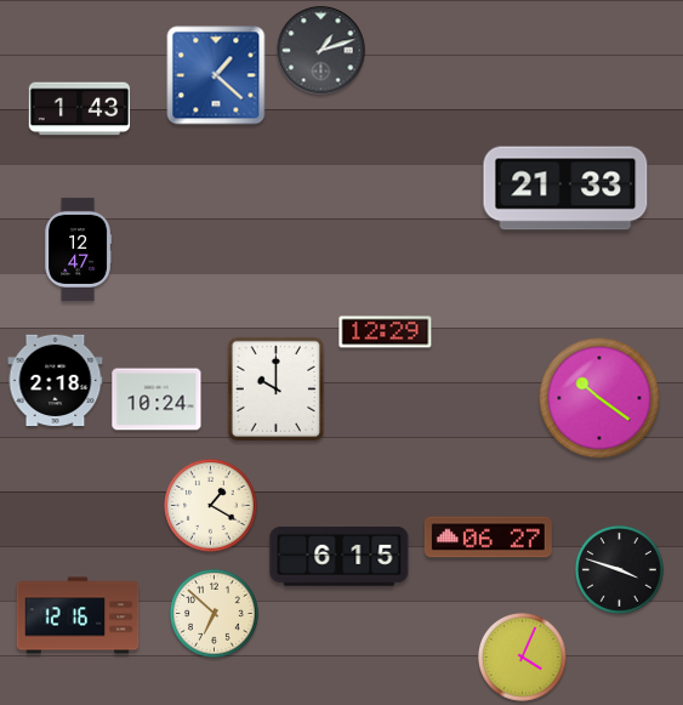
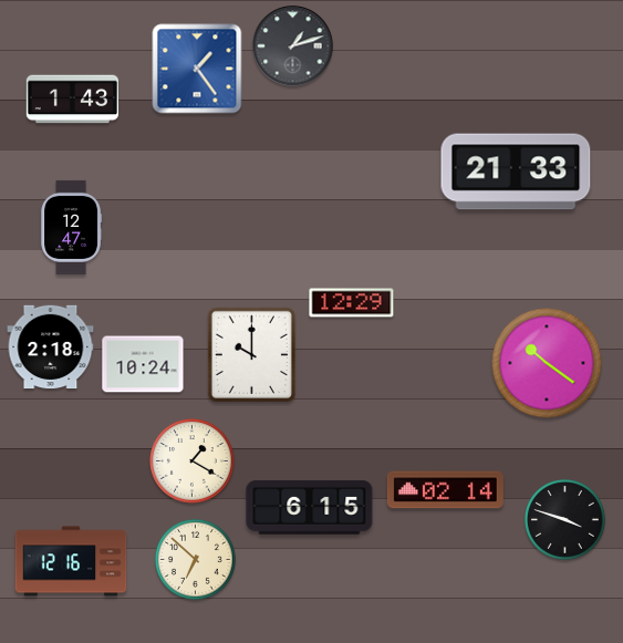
clock at (216, 75): 1:22 -> 1:24
clock at (488, 538): 06:27 -> 02:14
clock at (523, 658): 4:04 -> none
